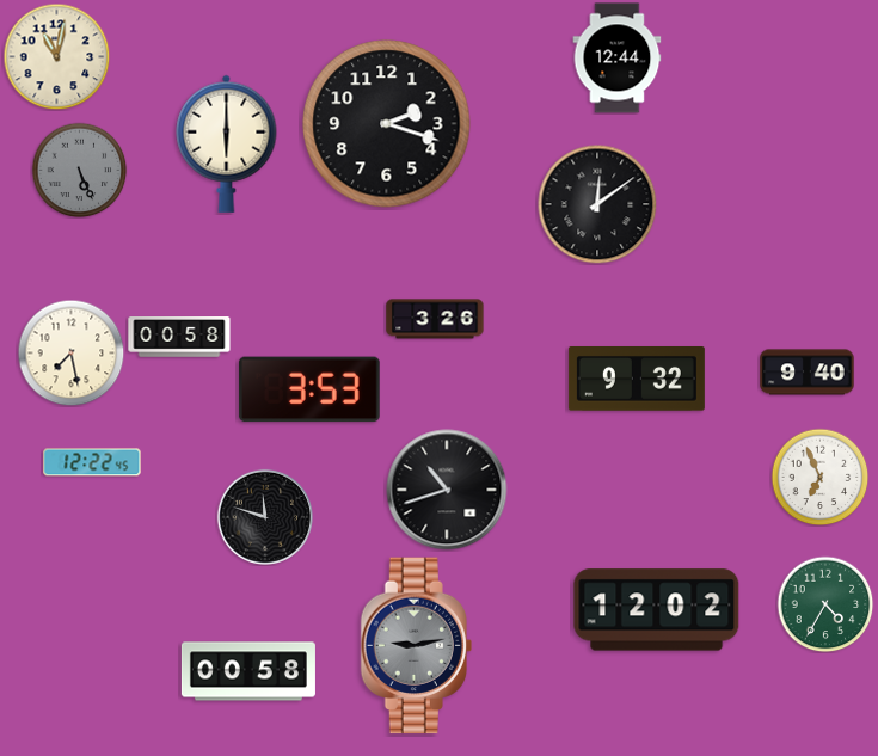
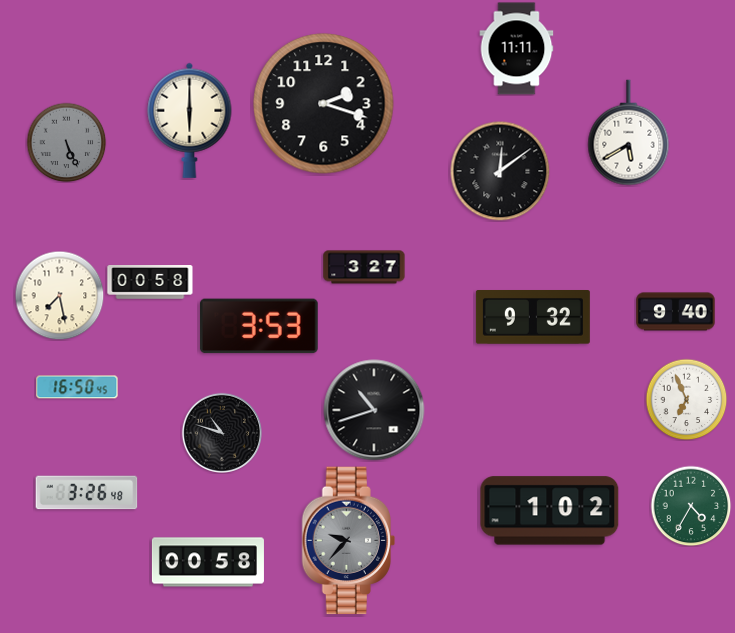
clock at (56, 56): 11:02 -> none
clock at (618, 59): 12:44 -> 11:11
clock at (629, 133): none -> 5:40
clock at (435, 319): 3:26 -> 3:27
clock at (92, 462): 12:22 -> 16:50
clock at (264, 516): 11:48 -> 10:48
clock at (87, 493): none -> 3:26
clock at (657, 610): 12:02 -> 1:02
clock at (416, 646): 9:13 -> 9:37
